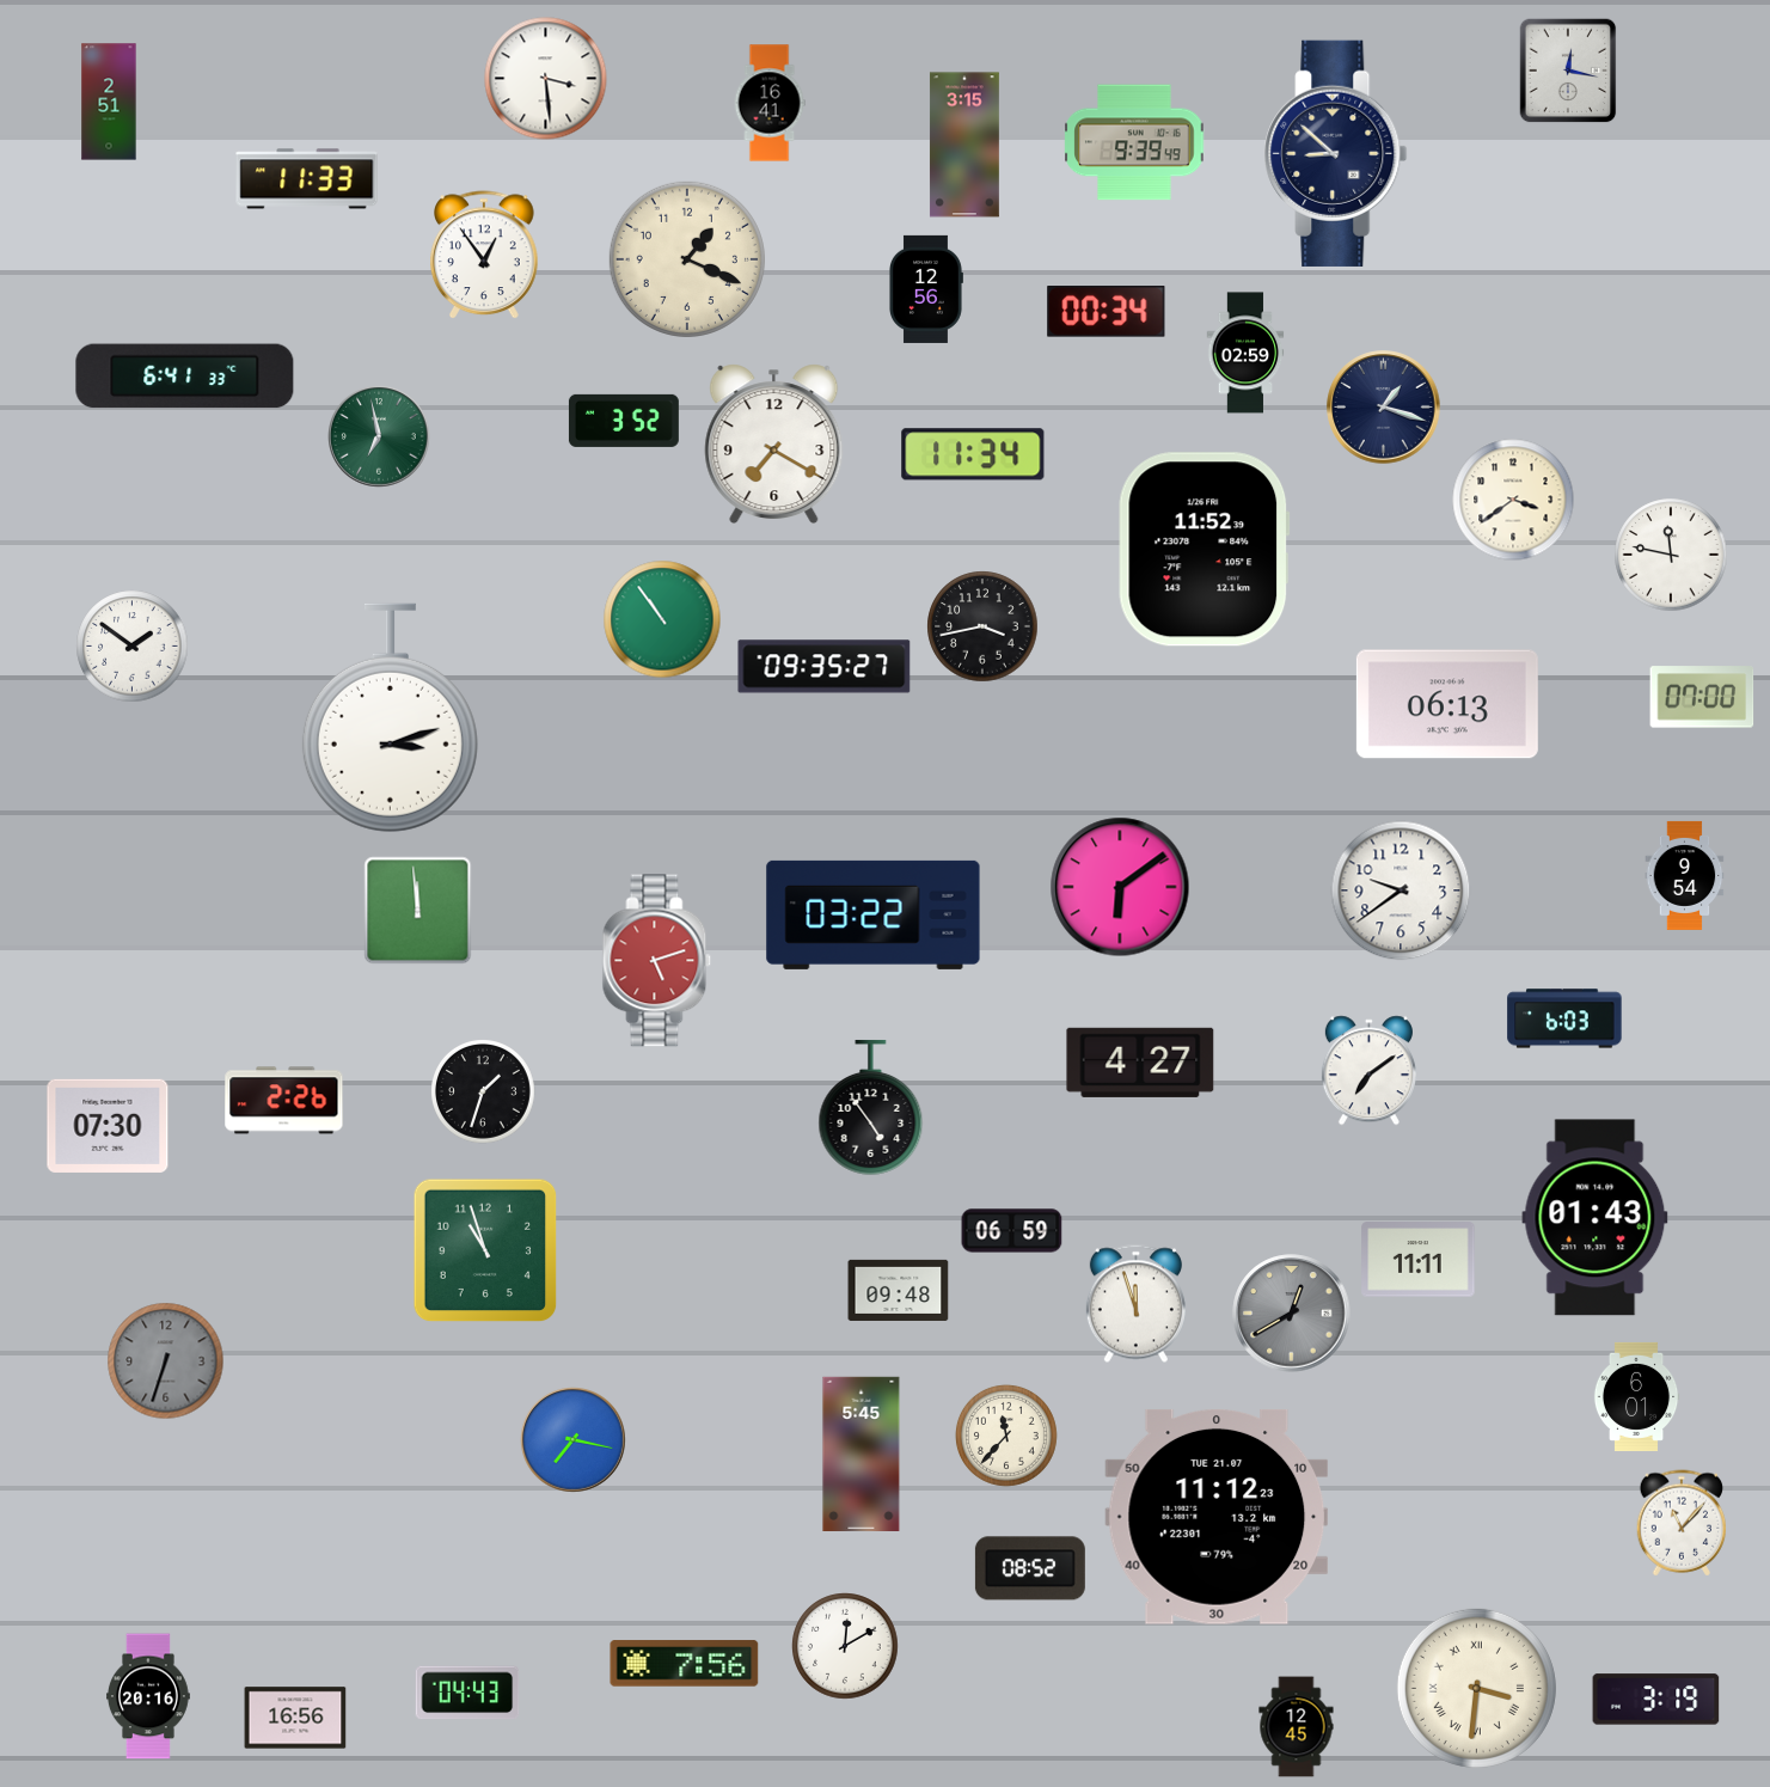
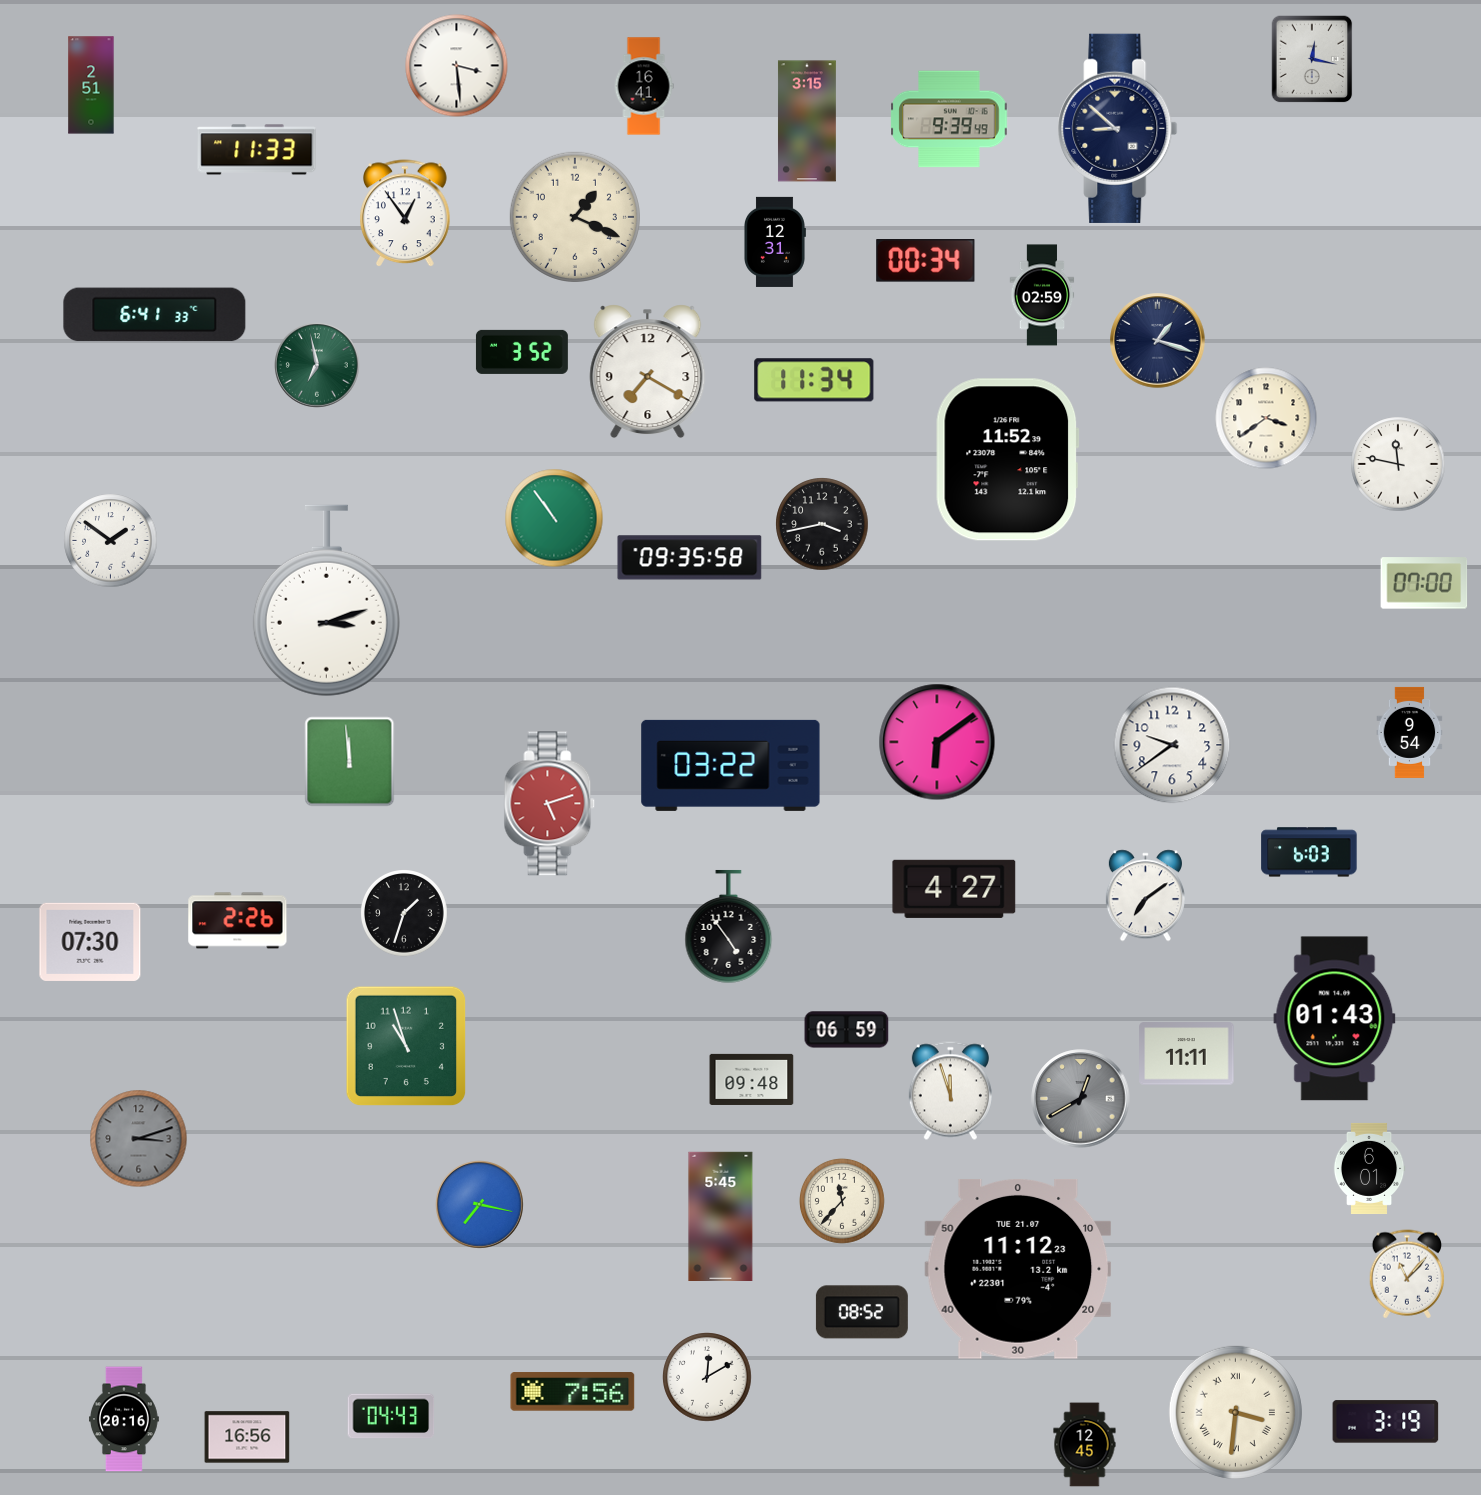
clock at (926, 289): 12:56 -> 12:31
clock at (825, 667): 09:35:27 -> 09:35:58
clock at (1447, 704): 06:13 -> none
clock at (166, 1361): 6:33 -> 3:12
